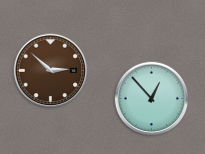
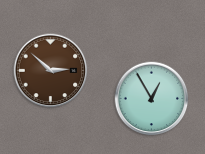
clock at (152, 99): 12:53 -> 12:55
